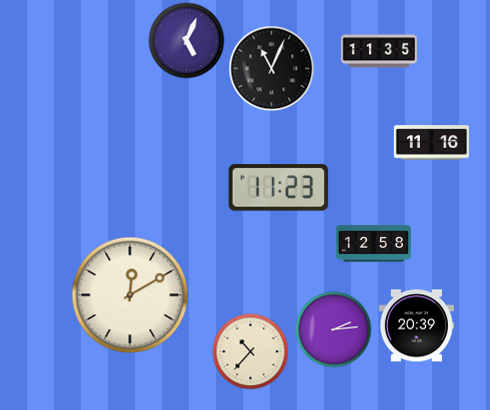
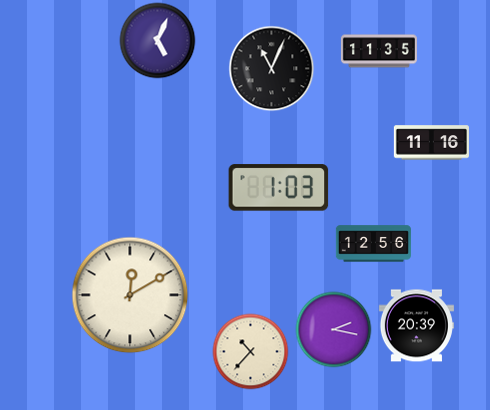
clock at (187, 41) position: (187, 41) -> (158, 41)
clock at (279, 188): 11:23 -> 1:03
clock at (373, 244): 12:58 -> 12:56
clock at (334, 330): 2:14 -> 2:17
